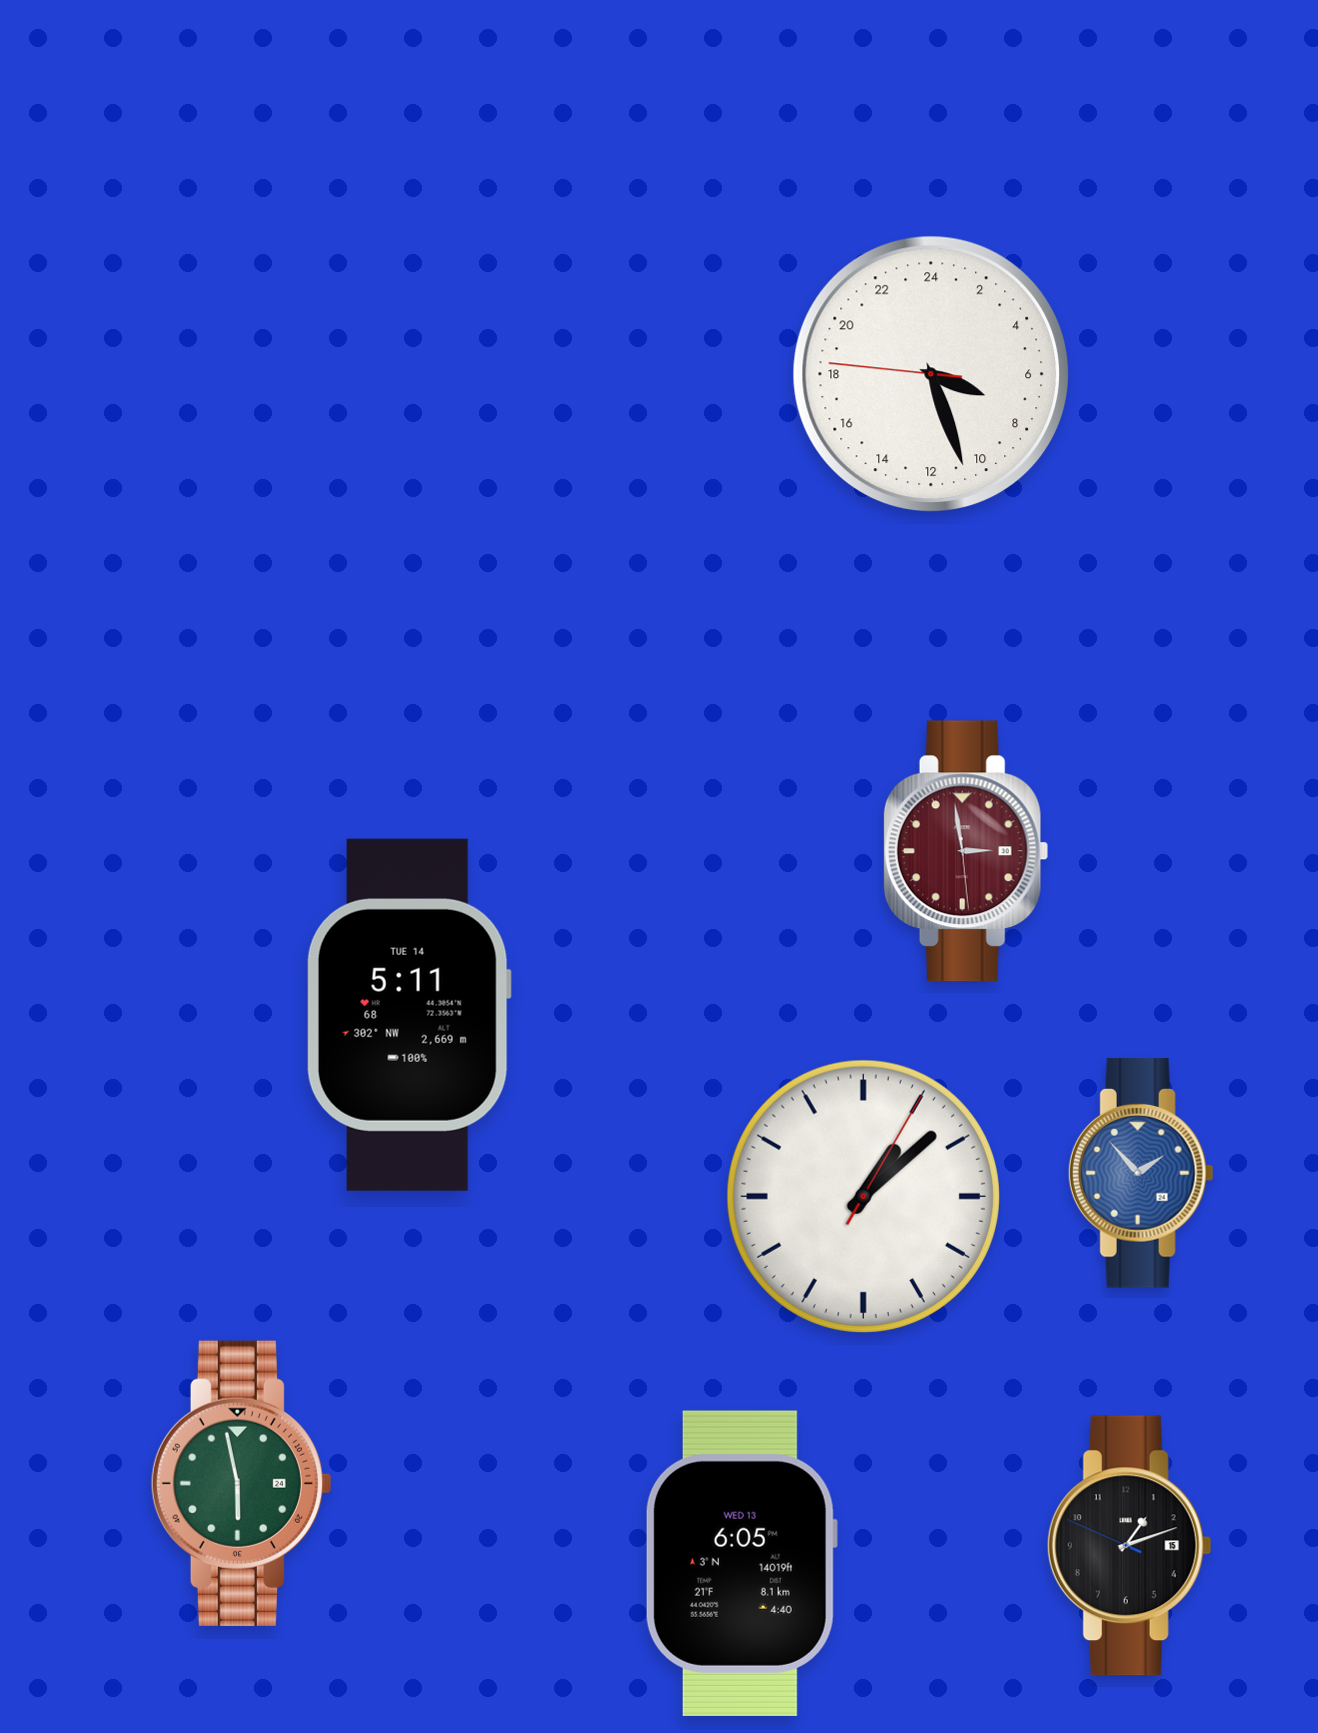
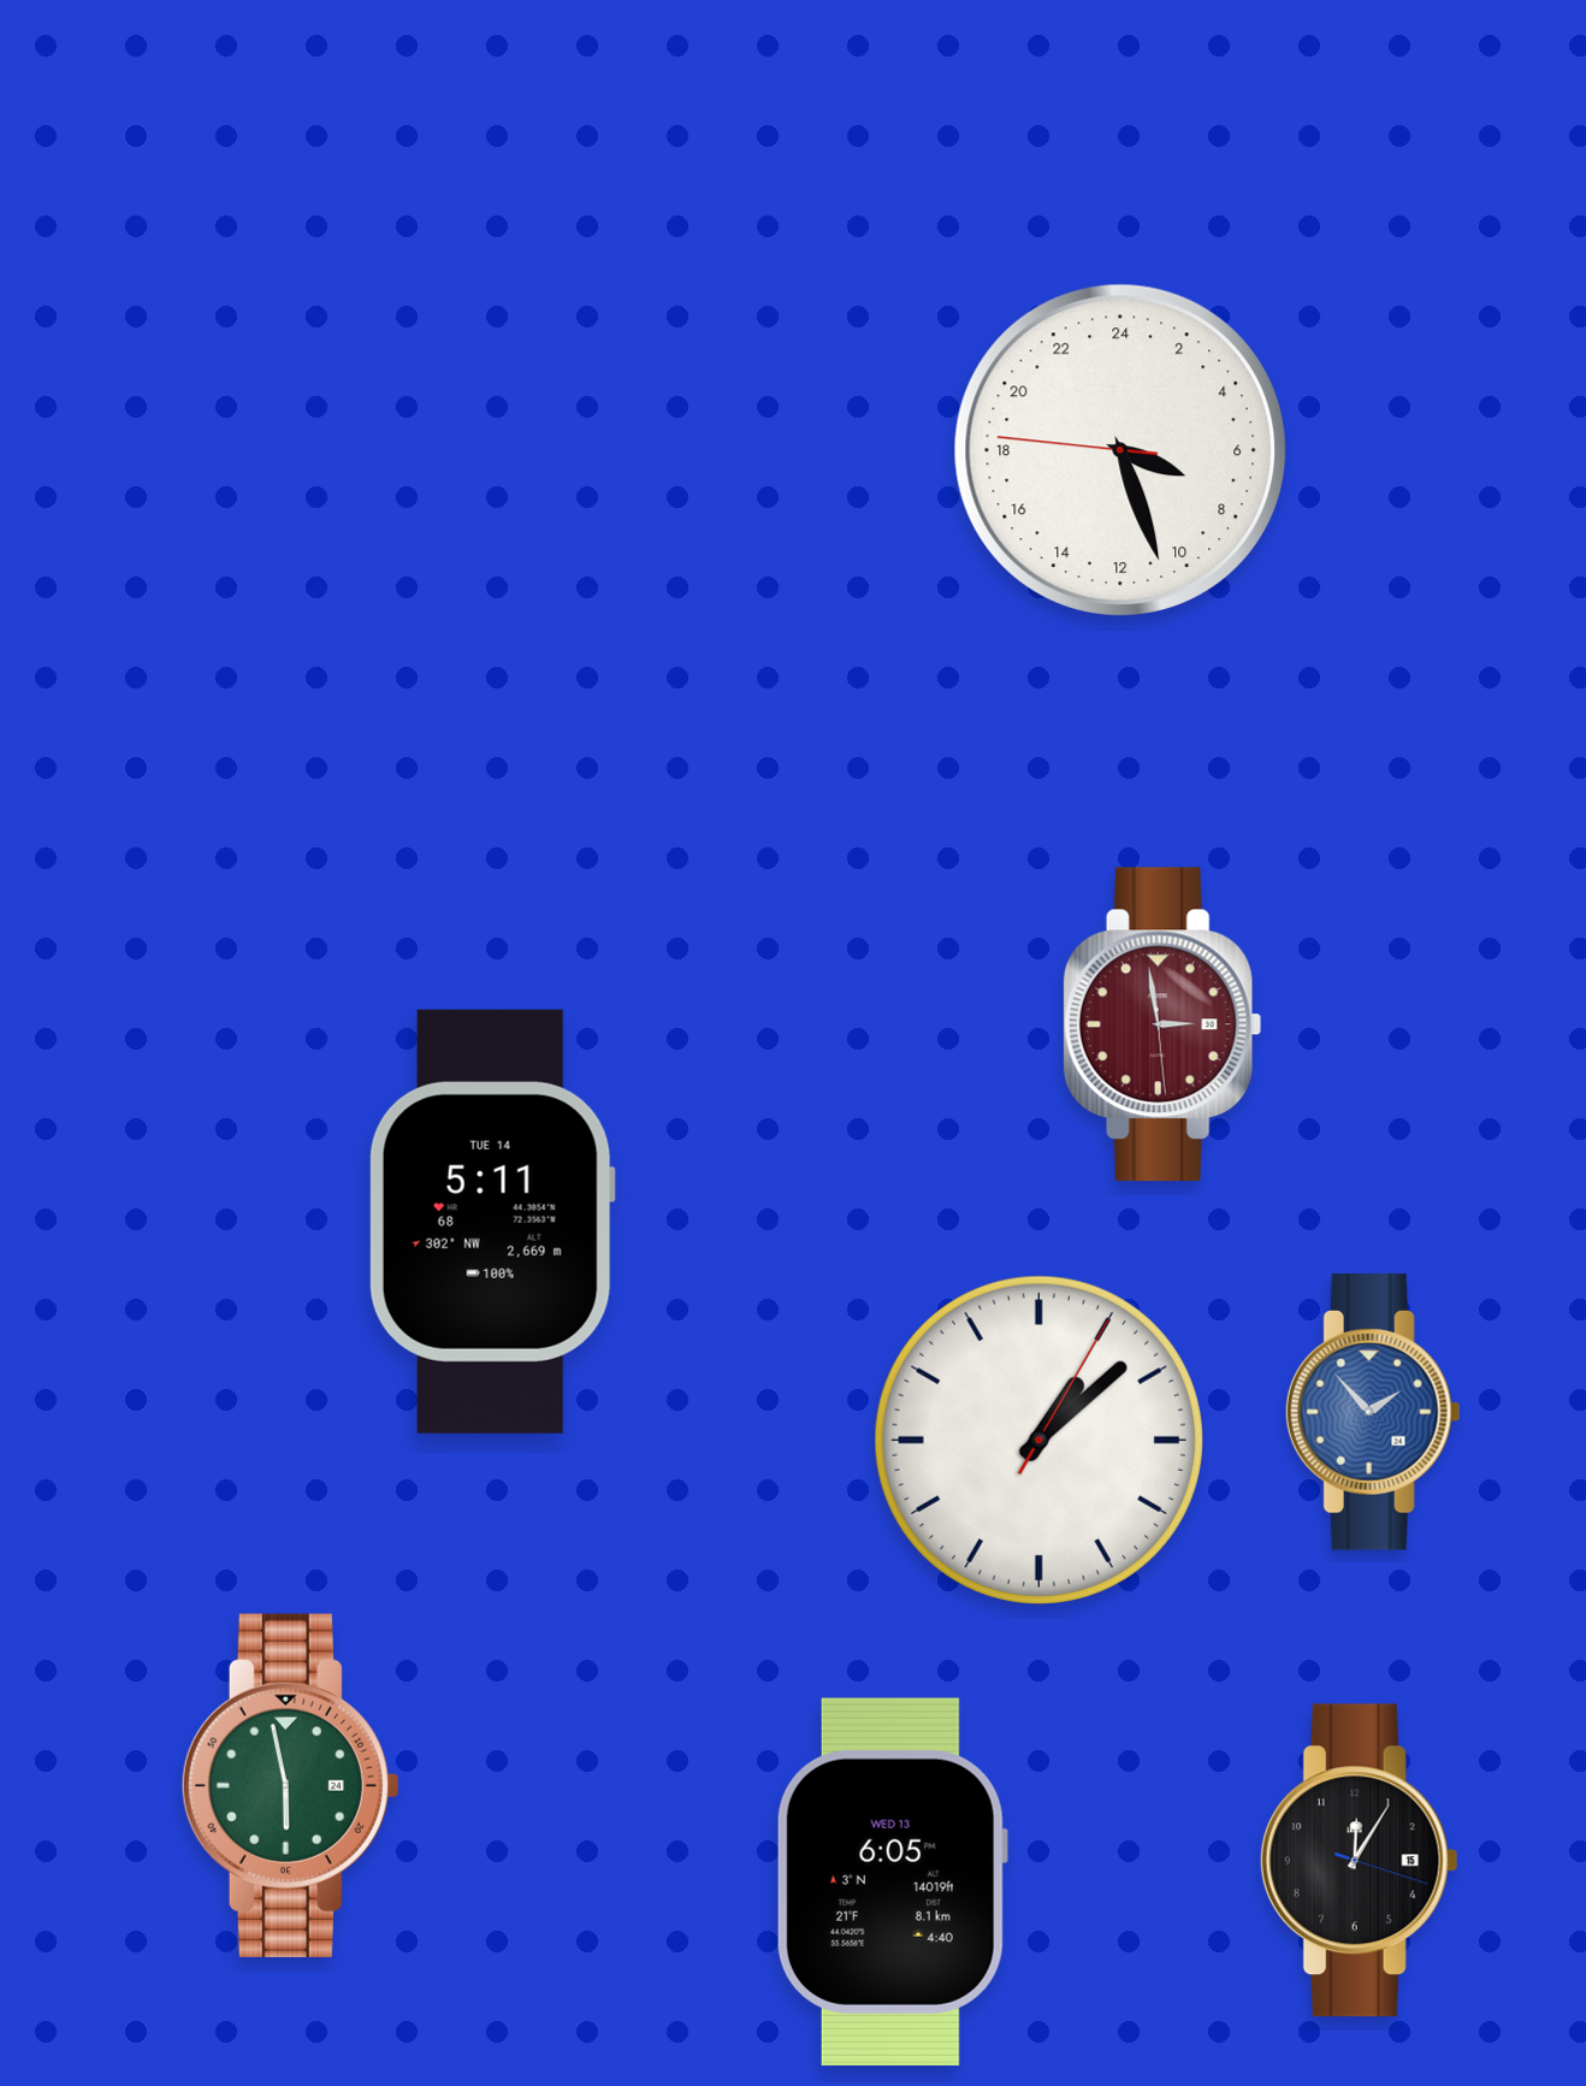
clock at (1129, 1546): 1:11 -> 12:05
